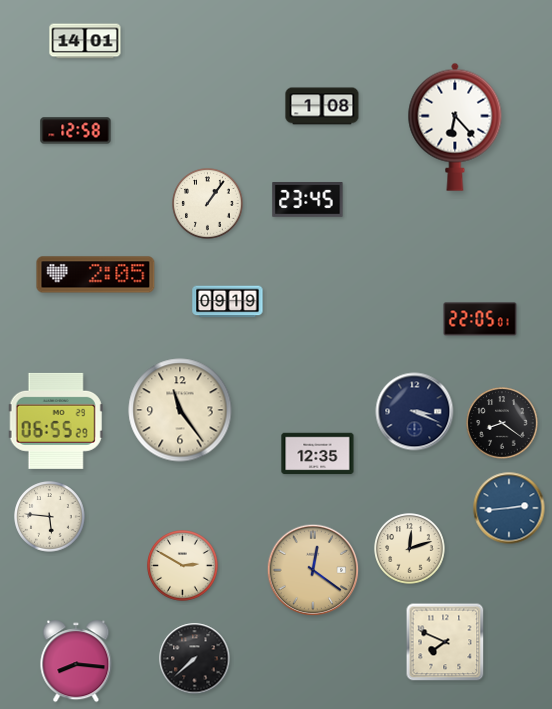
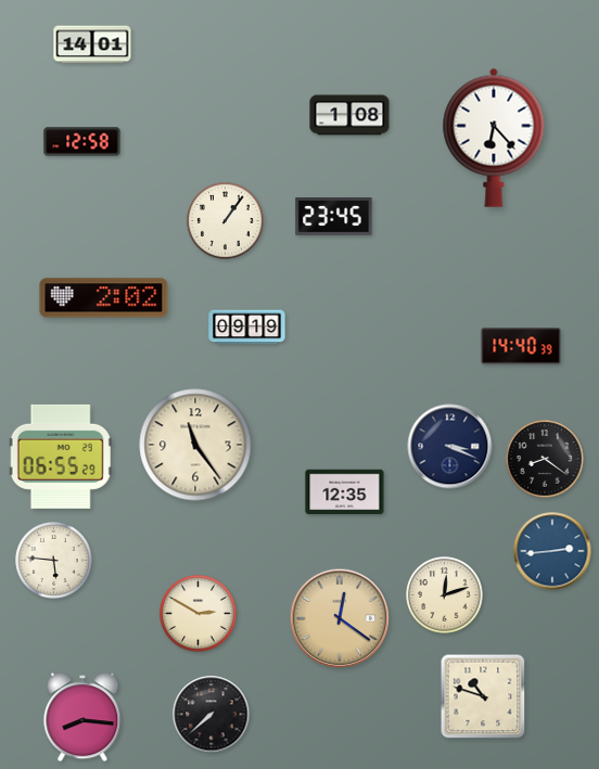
clock at (96, 275): 2:05 -> 2:02
clock at (480, 319): 22:05 -> 14:40
clock at (445, 642): 7:49 -> 10:48
